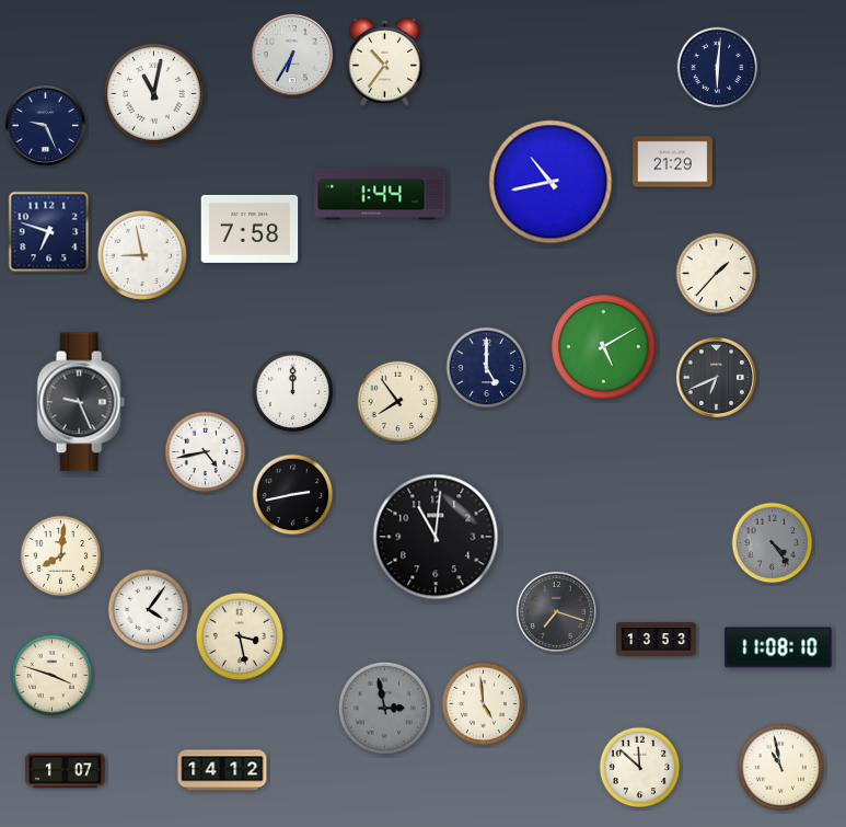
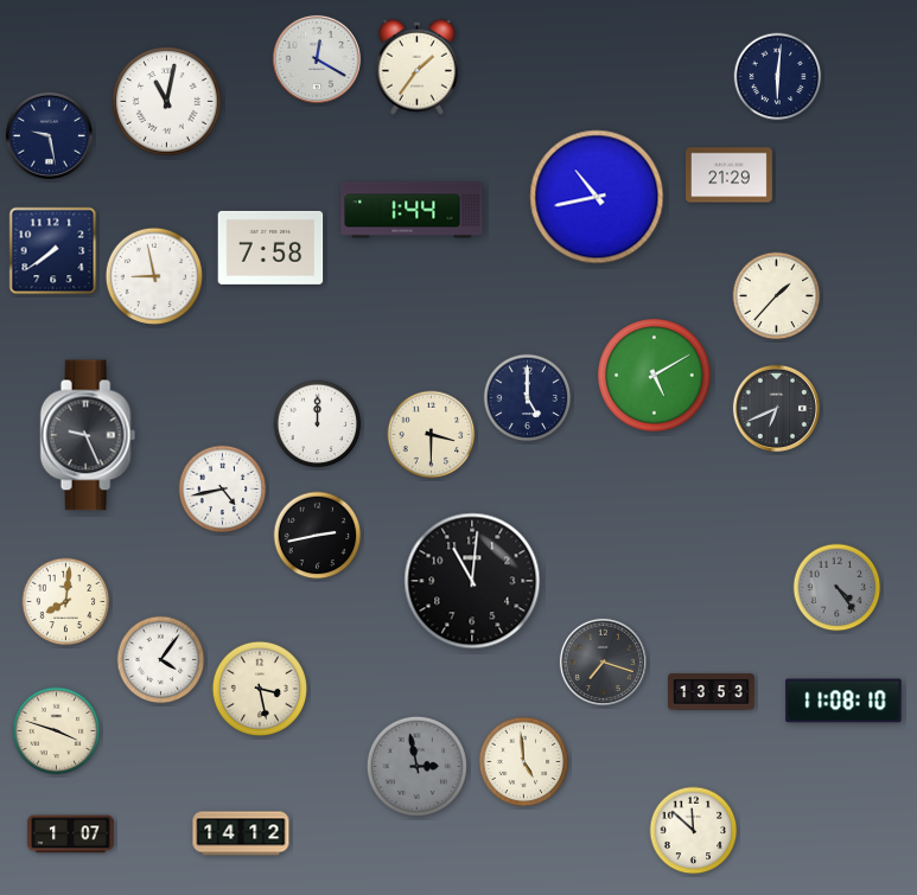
clock at (292, 55): 6:35 -> 12:20
clock at (384, 61): 10:36 -> 1:36
clock at (718, 68) position: (718, 68) -> (778, 77)
clock at (45, 125): 9:26 -> 9:28
clock at (49, 232): 6:48 -> 7:39
clock at (398, 402): 7:54 -> 3:30
clock at (781, 768): 10:58 -> none
